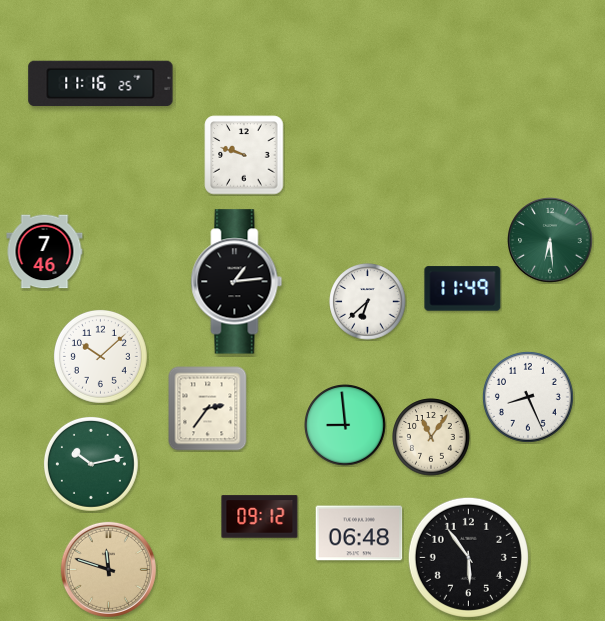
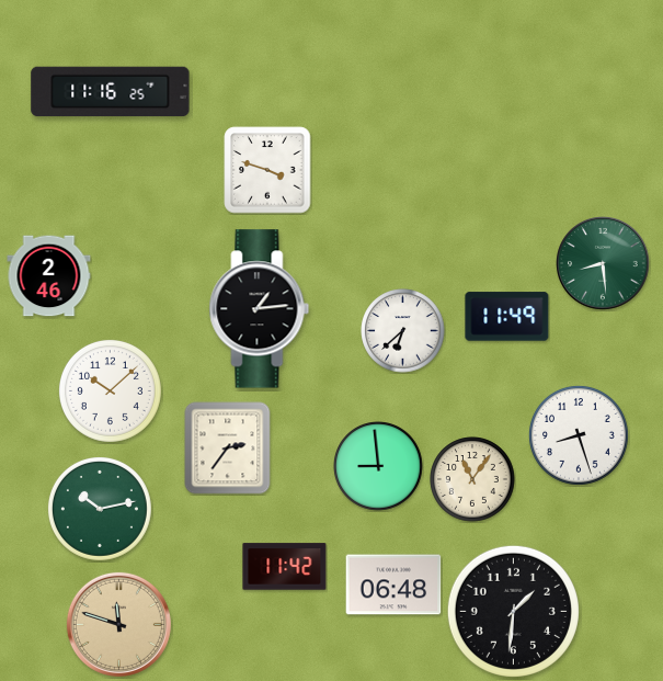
clock at (244, 155): 9:48 -> 3:48
clock at (550, 240): 6:29 -> 8:29
clock at (45, 252): 7:46 -> 2:46
clock at (528, 397): 8:26 -> 8:27
clock at (260, 517): 09:12 -> 11:42
clock at (468, 557): 5:54 -> 1:31
